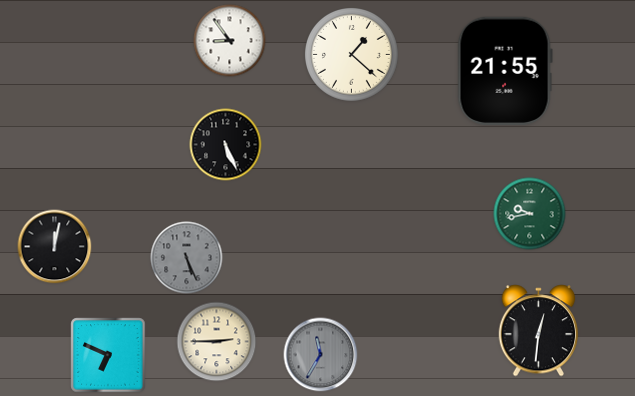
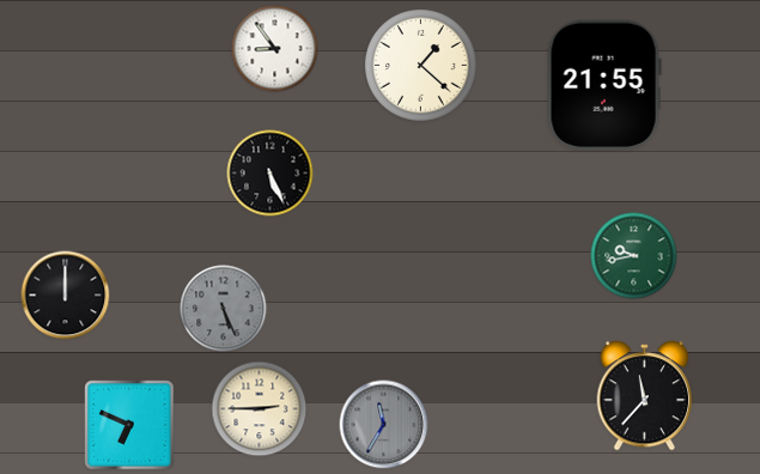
clock at (55, 247): 12:02 -> 12:00
clock at (539, 331): 12:31 -> 11:37
